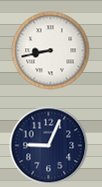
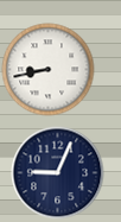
clock at (50, 50) position: (50, 50) -> (47, 69)
